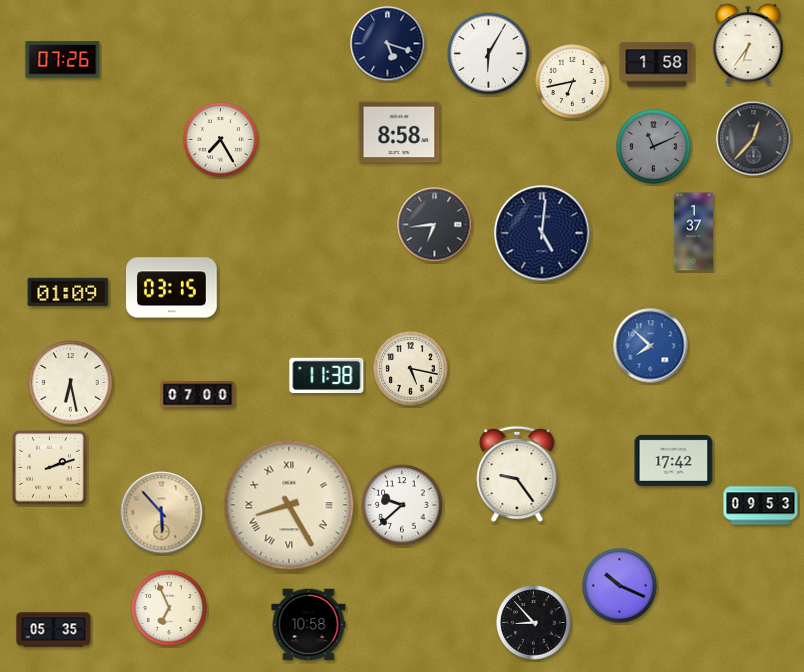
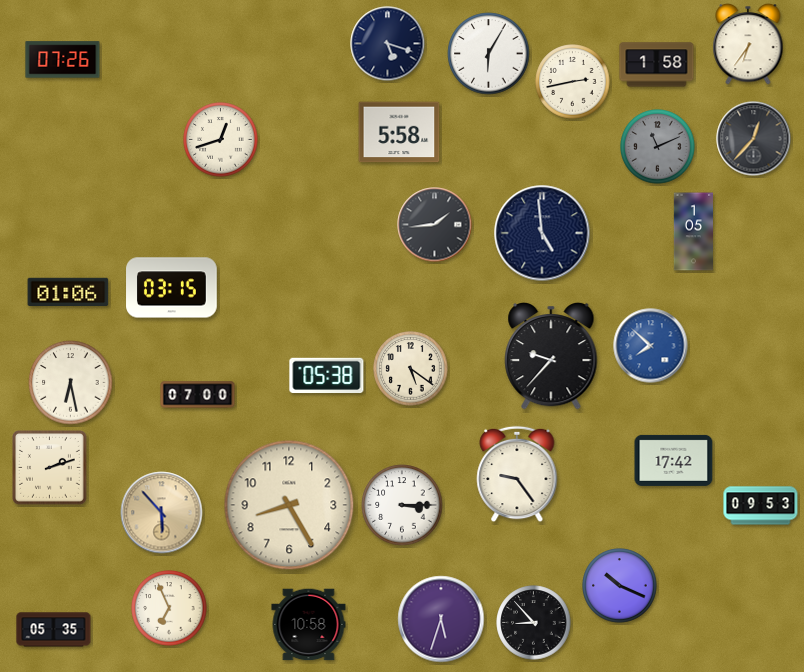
clock at (573, 82): 6:43 -> 2:43
clock at (399, 132): 8:58 -> 5:58
clock at (221, 140): 7:25 -> 12:42
clock at (654, 147) position: (654, 147) -> (658, 147)
clock at (435, 225): 6:44 -> 1:44
clock at (694, 232): 1:37 -> 1:05
clock at (542, 233): 5:01 -> 4:59
clock at (68, 291): 01:09 -> 01:06
clock at (551, 356): none -> 9:37
clock at (411, 369): 5:17 -> 5:21
clock at (327, 376): 11:38 -> 05:38
clock at (289, 505) numerals: Roman -> Arabic
clock at (402, 505): 9:38 -> 3:15
clock at (441, 619): none -> 5:33
